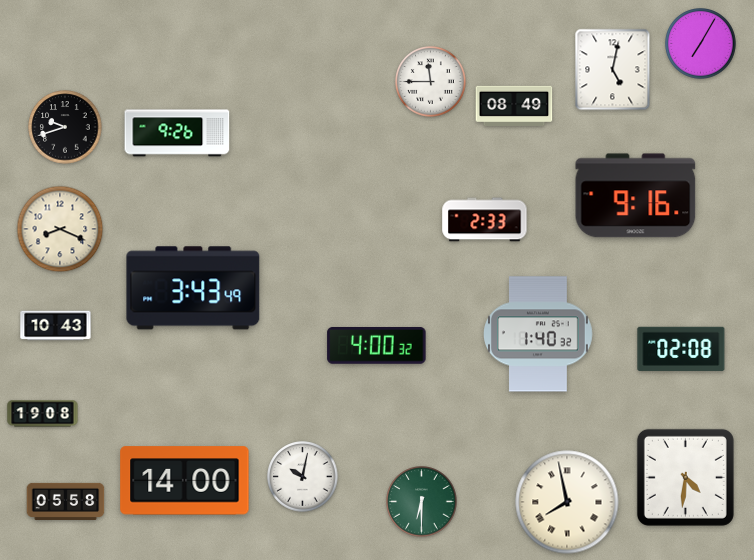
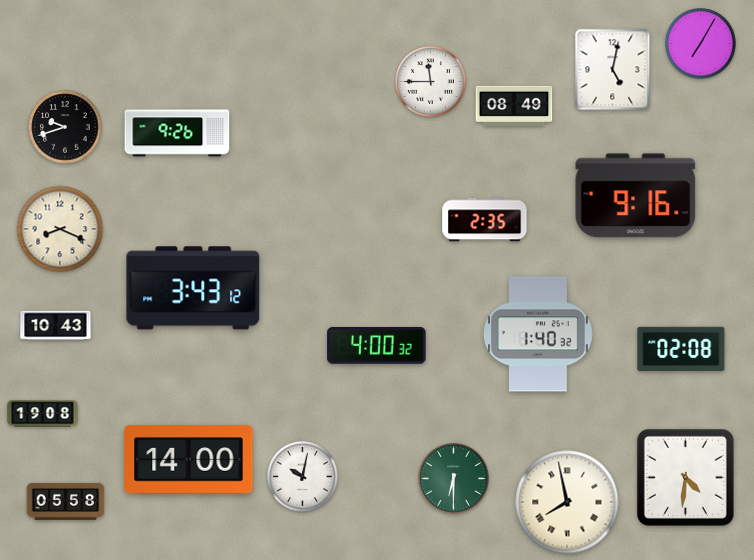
clock at (485, 220): 2:33 -> 2:35
clock at (193, 288): 3:43:49 -> 3:43:12
clock at (185, 481) position: (185, 481) -> (189, 460)
clock at (422, 502) position: (422, 502) -> (454, 479)
